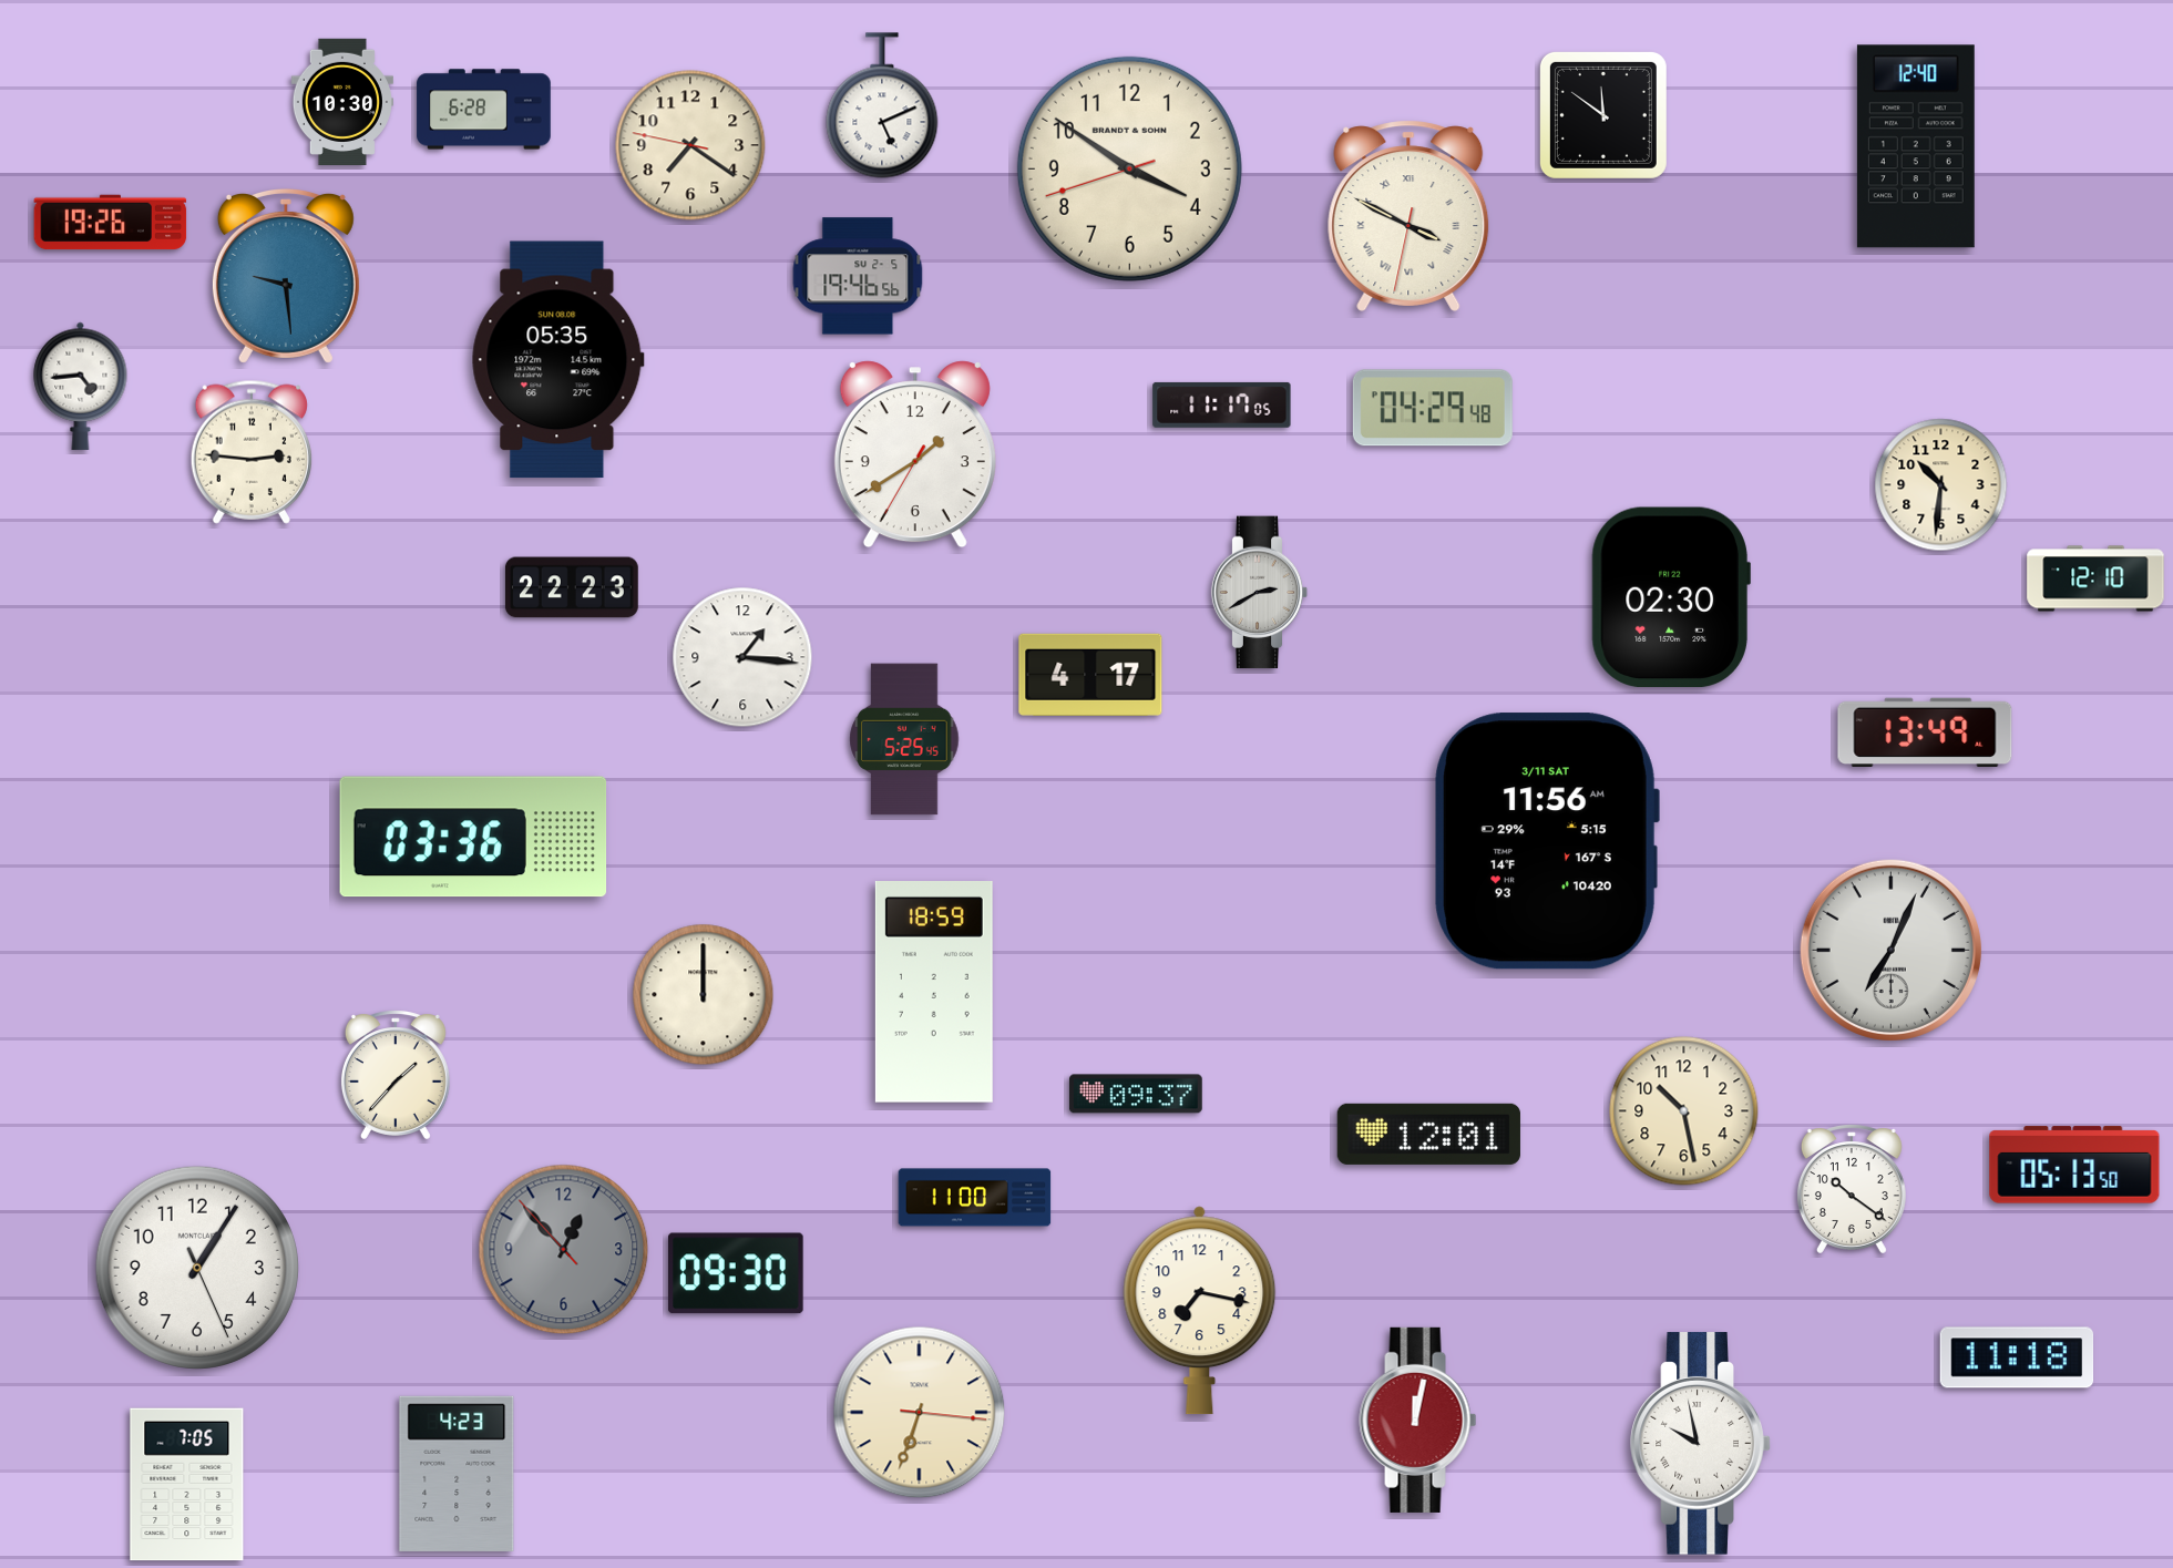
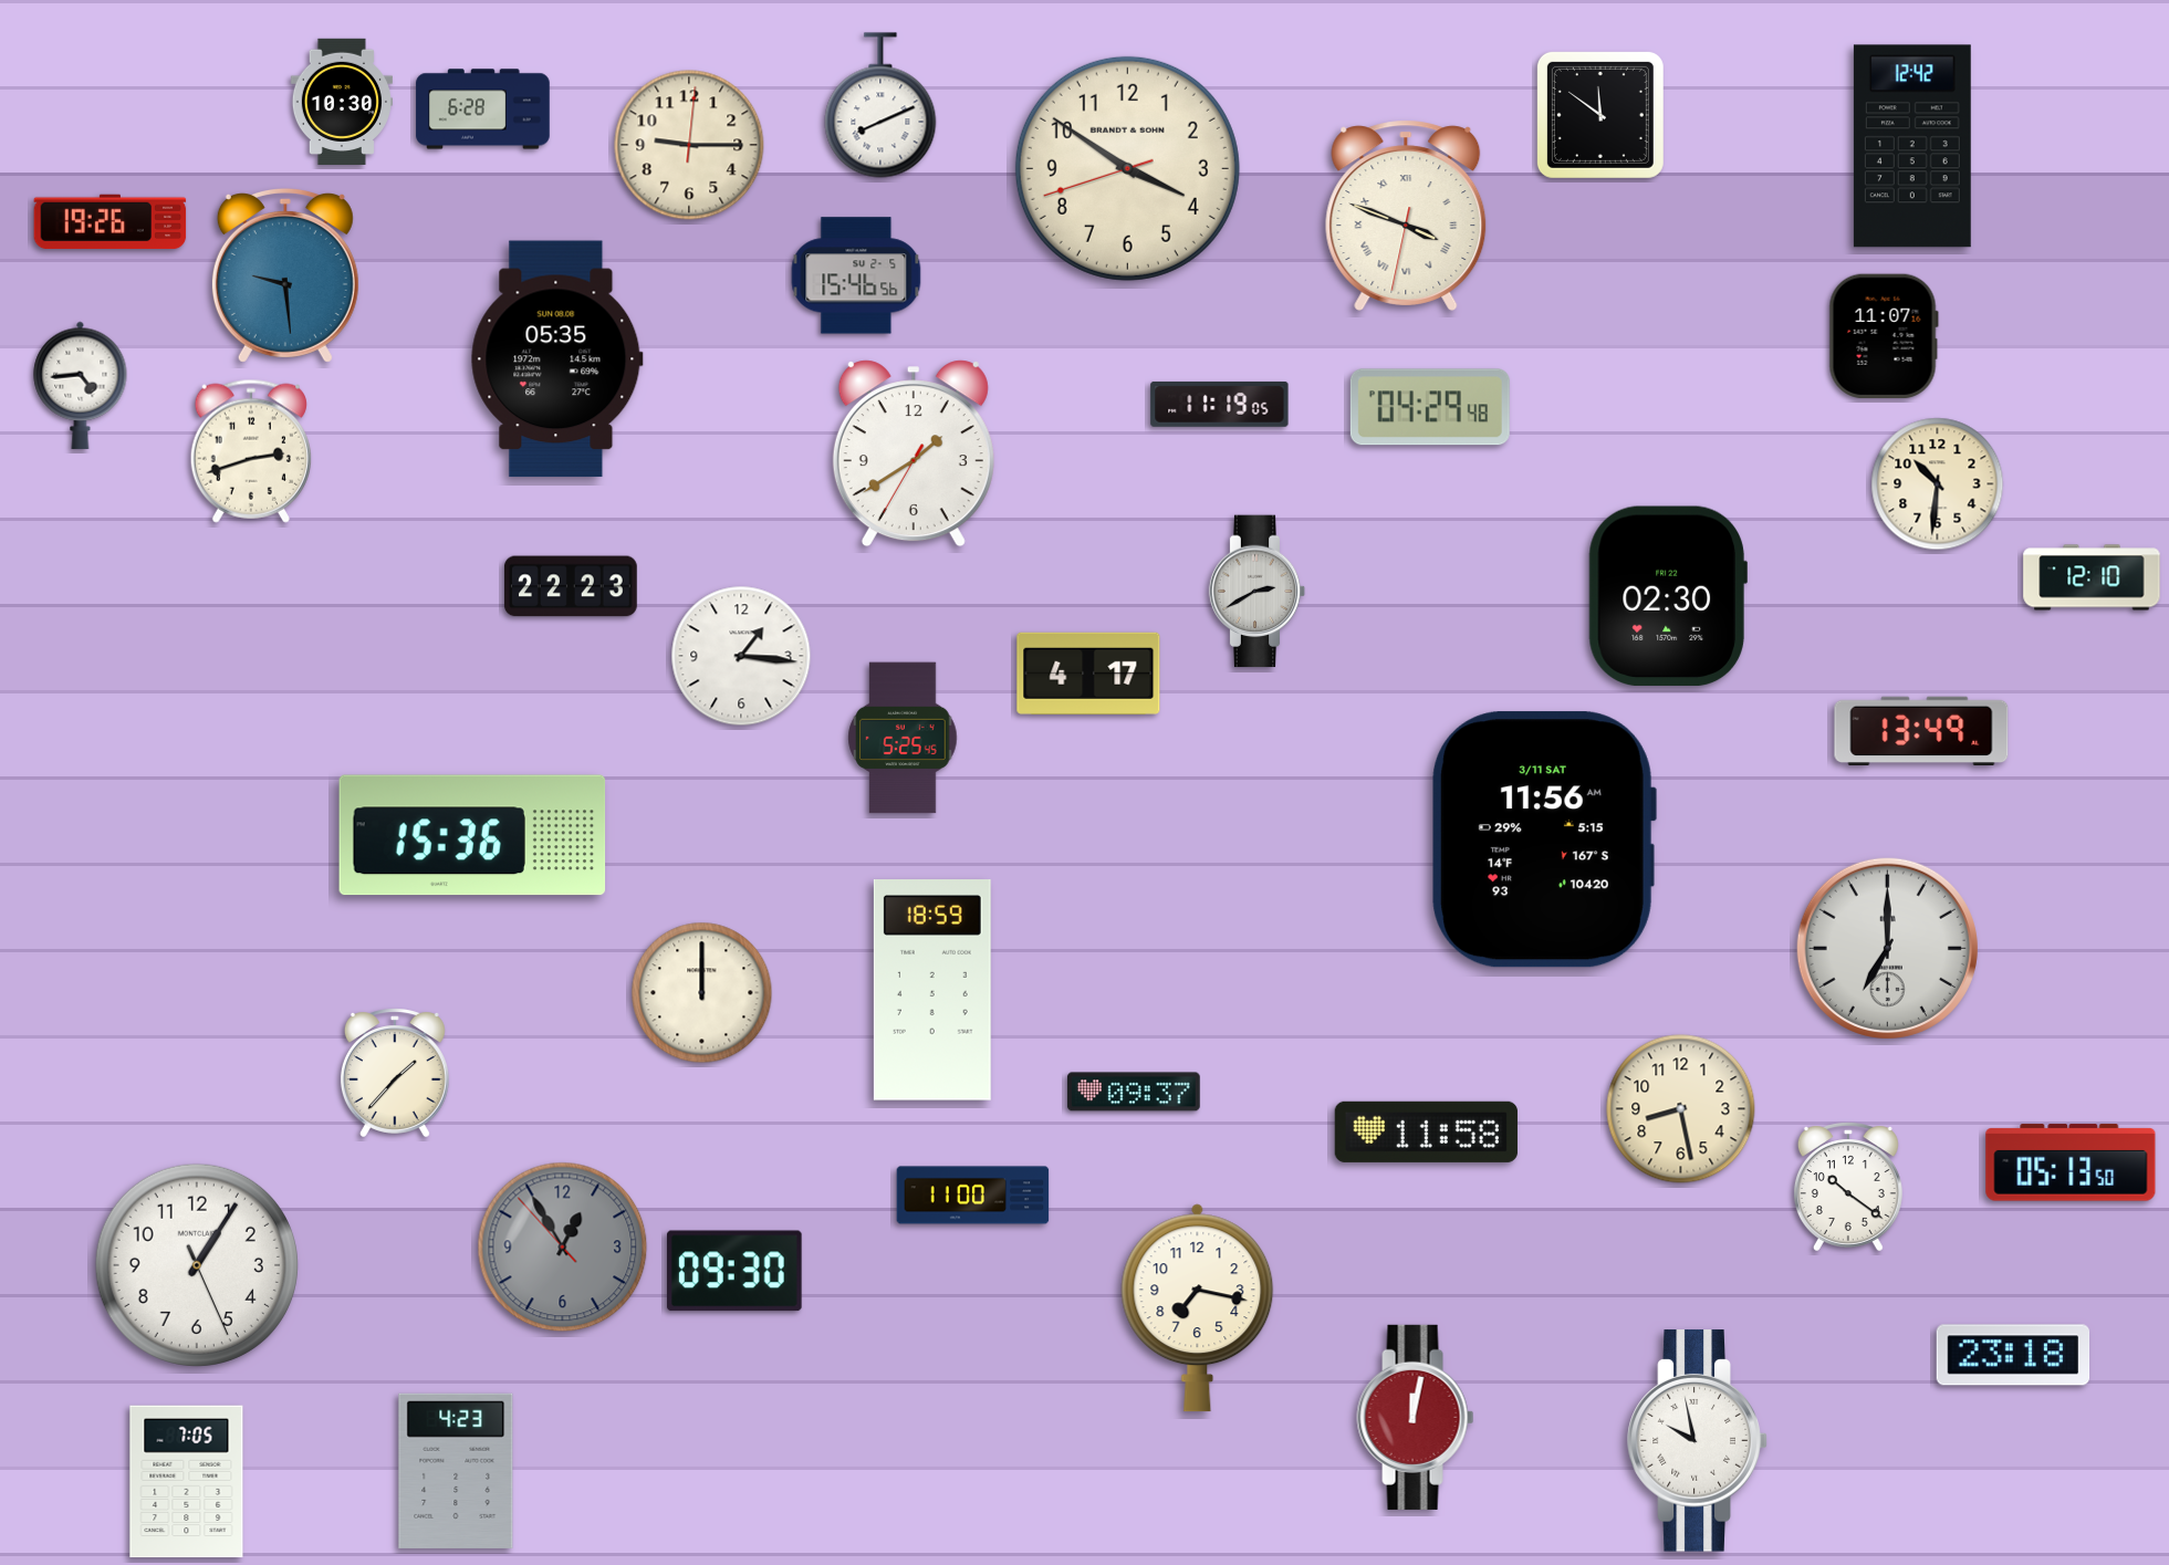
clock at (882, 105): 5:11 -> 8:11
clock at (690, 145): 7:20 -> 9:15
clock at (1916, 146): 12:40 -> 12:42
clock at (1408, 216): 3:49 -> 3:48
clock at (858, 276): 19:46 -> 15:46
clock at (1884, 335): none -> 11:07
clock at (1222, 404): 11:17 -> 11:19
clock at (252, 452): 2:46 -> 2:42
clock at (473, 837): 03:36 -> 15:36
clock at (1890, 950): 7:04 -> 7:00
clock at (1684, 1111): 10:28 -> 8:28
clock at (1428, 1134): 12:01 -> 11:58
clock at (564, 1250): 12:52 -> 12:54
clock at (2017, 1357): 11:18 -> 23:18
clock at (920, 1413): 6:33 -> none
